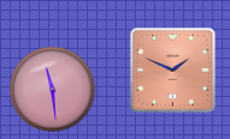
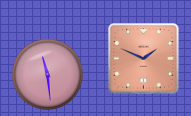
clock at (52, 89) position: (52, 89) -> (47, 74)
